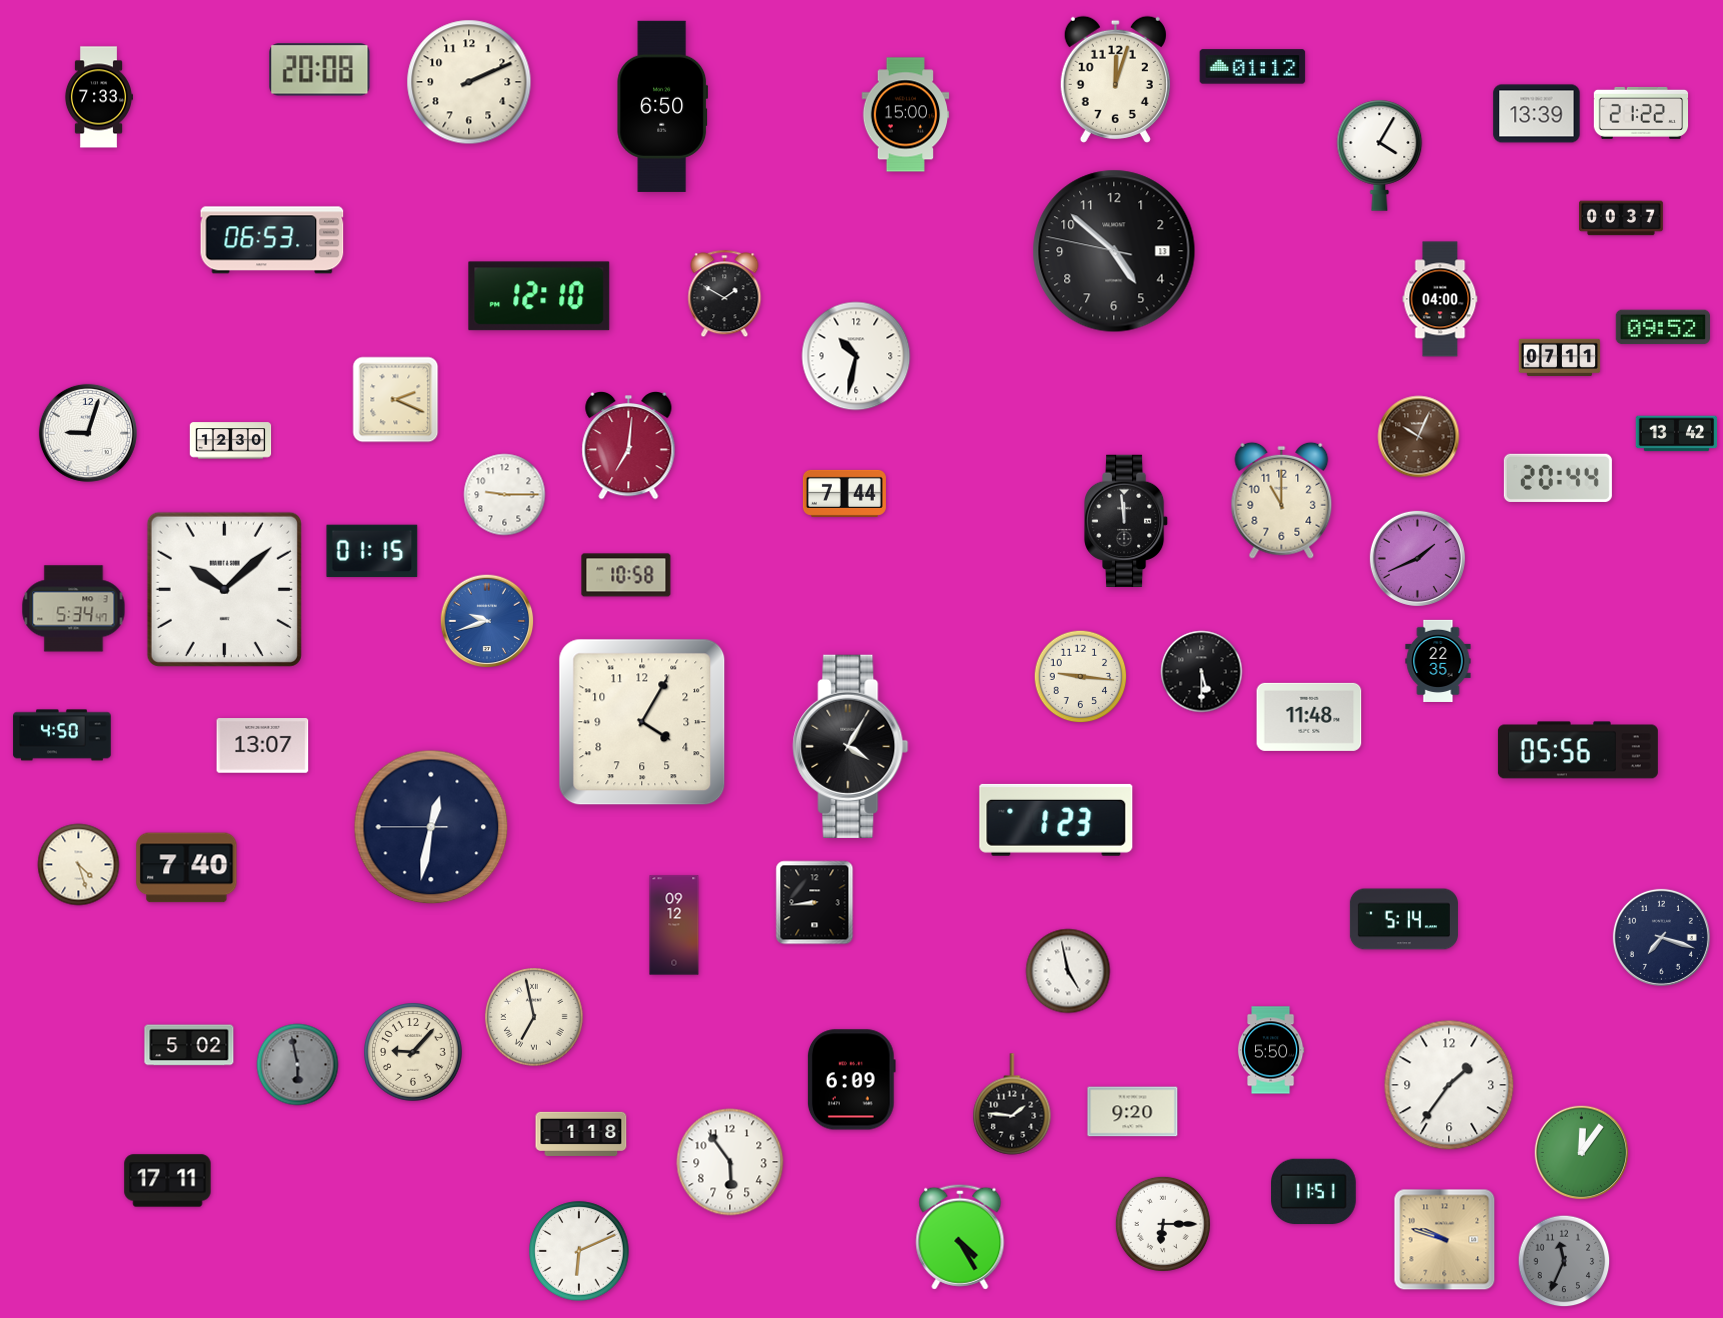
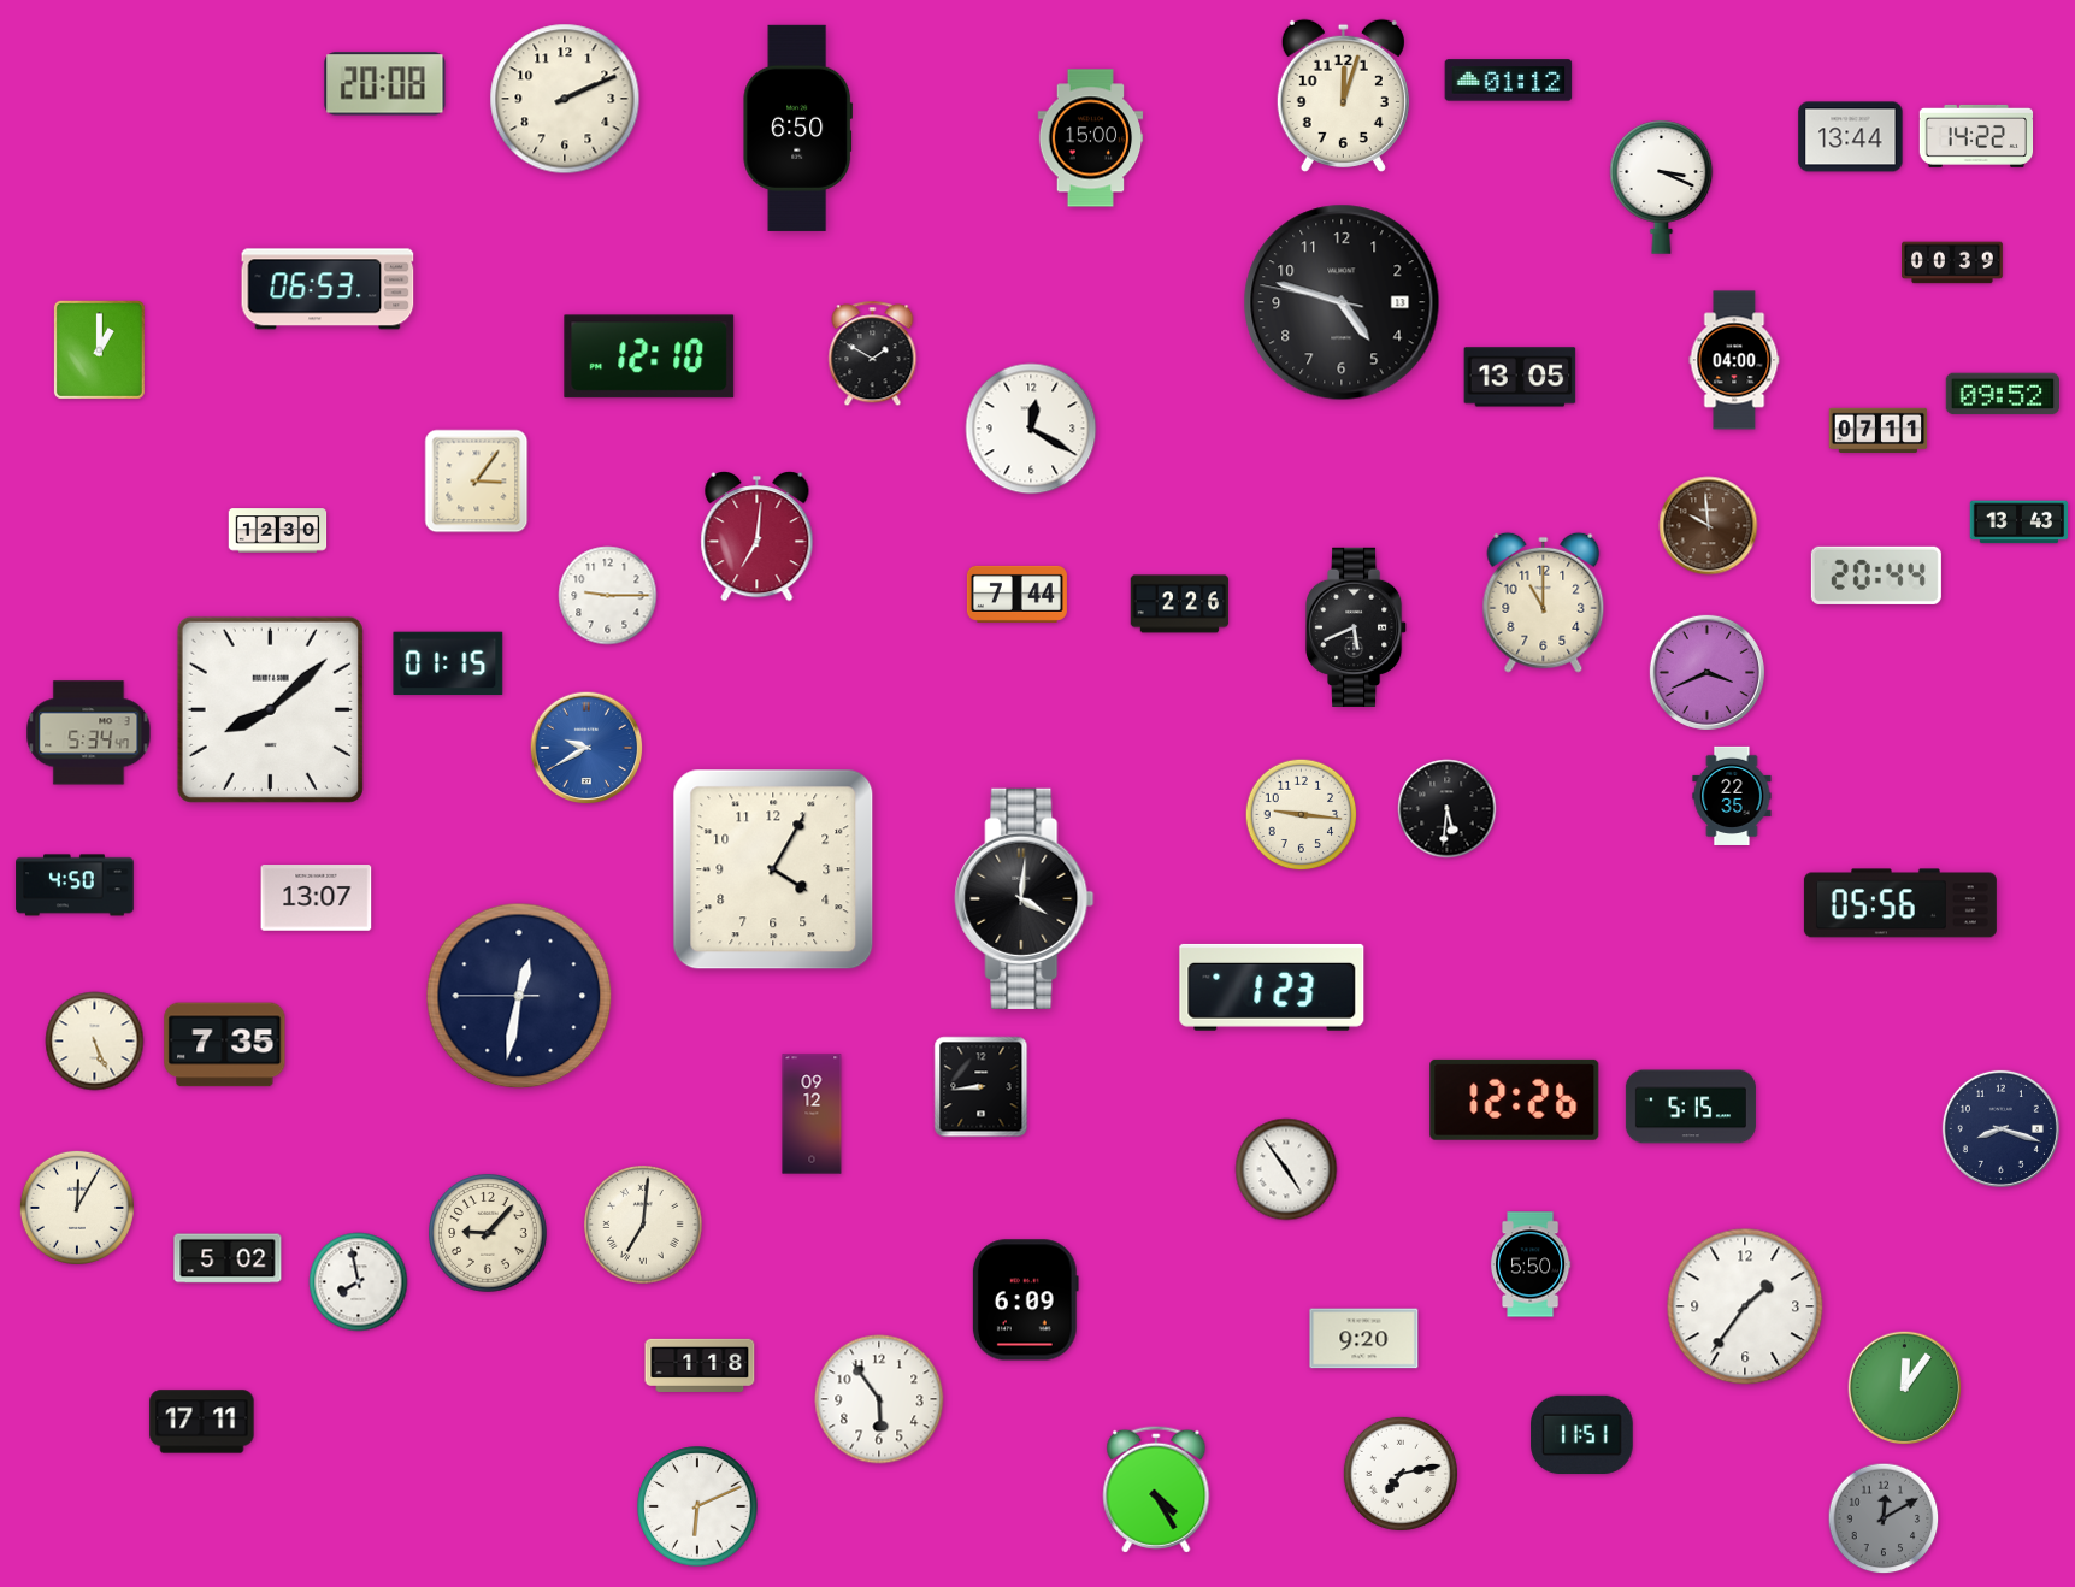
clock at (98, 97): 7:33 -> none
clock at (1641, 113): 21:22 -> 14:22
clock at (1537, 114): 13:39 -> 13:44
clock at (1380, 155): 4:05 -> 3:19
clock at (1622, 218): 00:37 -> 00:39
clock at (1114, 251): 4:51 -> 4:47
clock at (99, 349): none -> 1:00
clock at (1520, 377): none -> 13:05
clock at (856, 356): 10:32 -> 12:20
clock at (396, 400): 2:19 -> 3:06
clock at (88, 433): 9:03 -> none
clock at (1677, 434): 13:42 -> 13:43
clock at (1419, 437): 10:04 -> 9:59
clock at (1180, 604): none -> 2:26
clock at (1126, 520): 11:59 -> 5:41
clock at (1417, 558): 1:41 -> 3:41
clock at (626, 575): 10:58 -> none
clock at (224, 589): 10:08 -> 8:08
clock at (487, 621): 9:42 -> 9:40
clock at (1202, 672): 5:30 -> 5:31
clock at (1309, 717): 11:48 -> none
clock at (851, 746): 4:05 -> 4:01
clock at (79, 865): 4:27 -> 5:26
clock at (187, 868): 7:40 -> 7:35
clock at (1515, 1099): none -> 12:26
clock at (1404, 919): 5:14 -> 5:15
clock at (1661, 937): 7:18 -> 8:18
clock at (1068, 971): 4:58 -> 4:54
clock at (77, 1208): none -> 12:05
clock at (535, 1018): 6:58 -> 7:01
clock at (414, 1053) position: (414, 1053) -> (489, 1234)
clock at (298, 1065): 5:58 -> 7:58
clock at (298, 1065) dial: grey -> white
clock at (1012, 1104): 1:46 -> none
clock at (1163, 1224): 6:15 -> 7:13
clock at (1445, 1240): 9:48 -> none
clock at (1564, 1261): 11:34 -> 12:10
